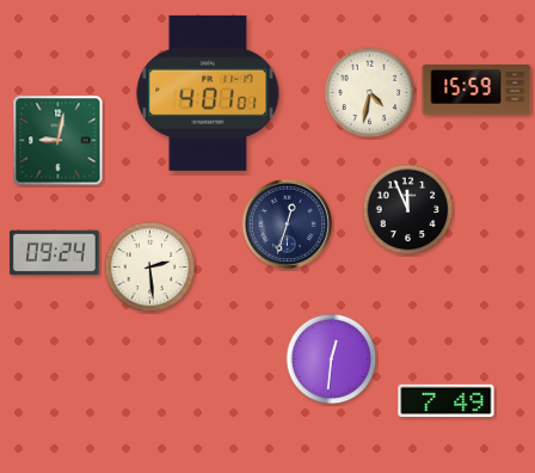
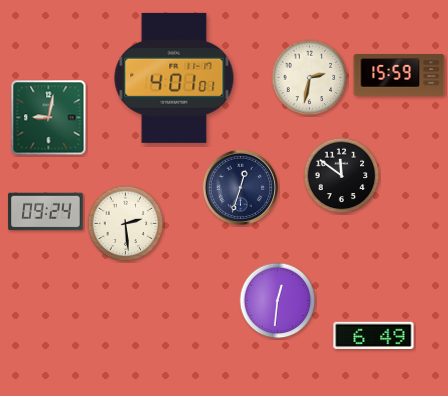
clock at (370, 93): 4:32 -> 2:32
clock at (408, 210): 11:56 -> 11:51
clock at (447, 401): 7:49 -> 6:49
